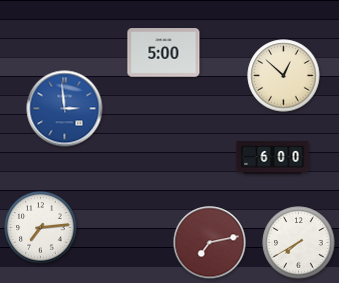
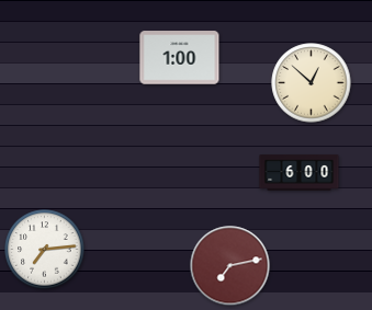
clock at (164, 53): 5:00 -> 1:00
clock at (65, 109): 2:59 -> none
clock at (299, 243): 7:40 -> none
